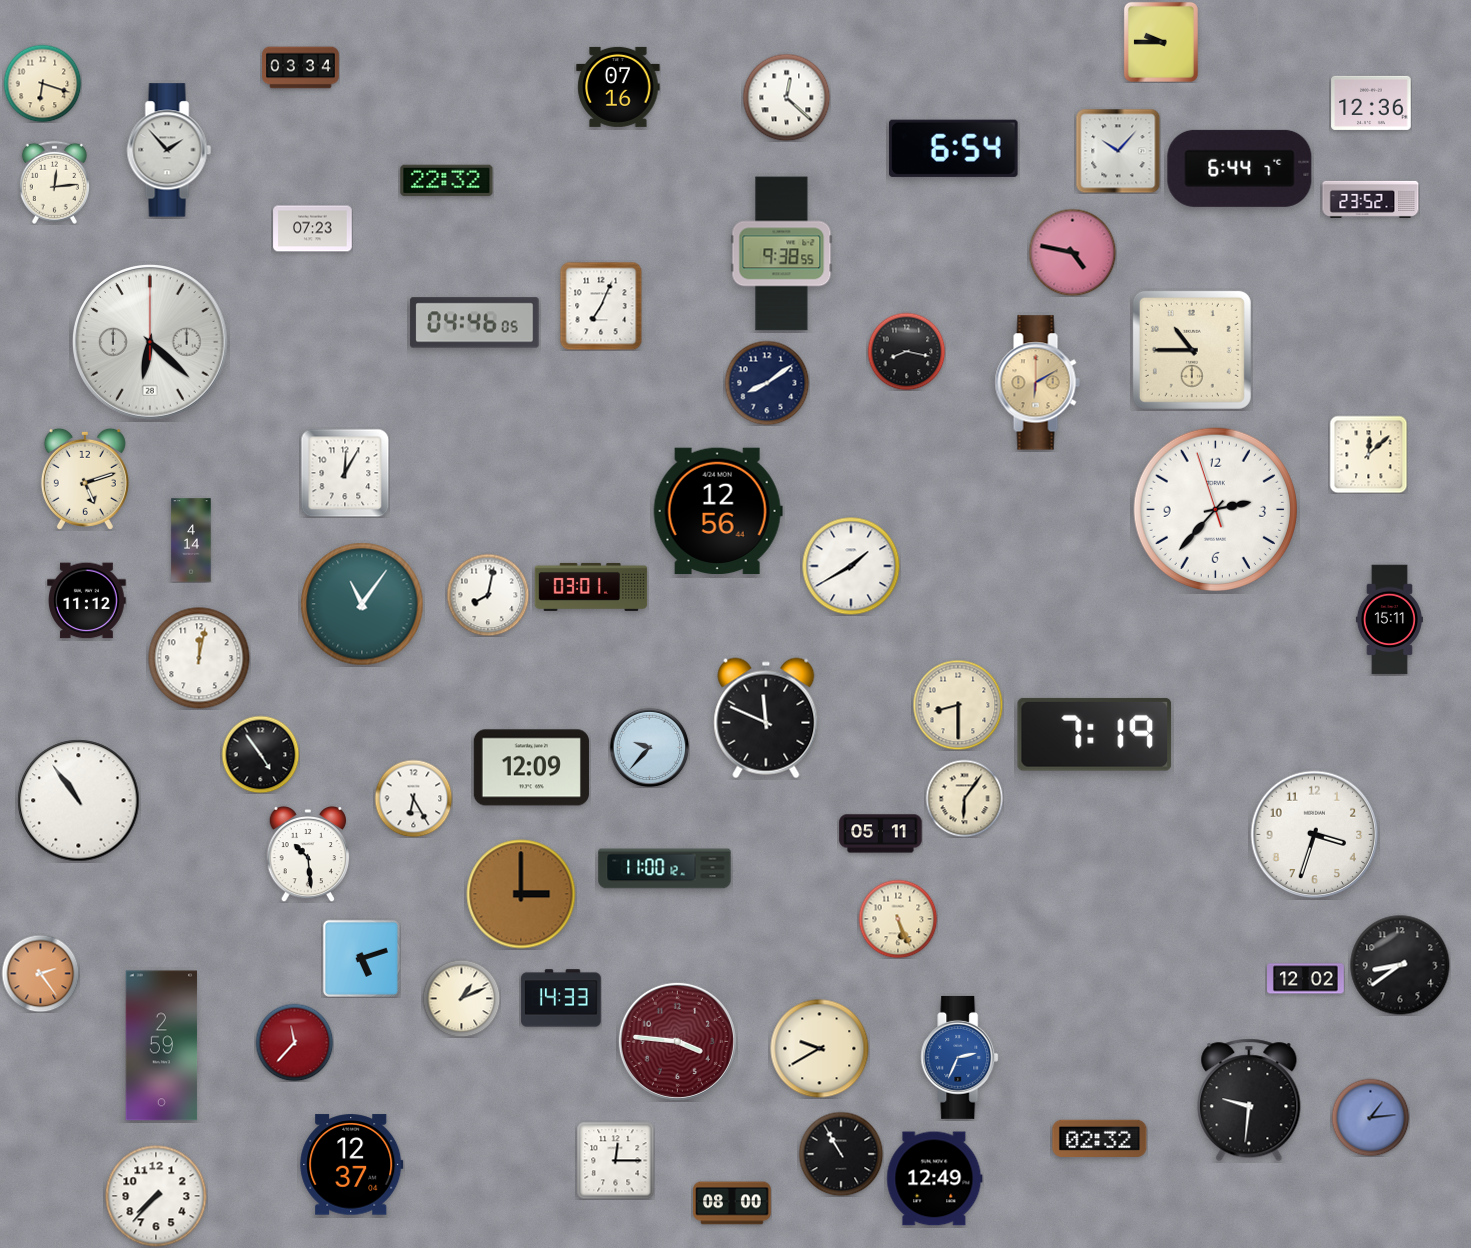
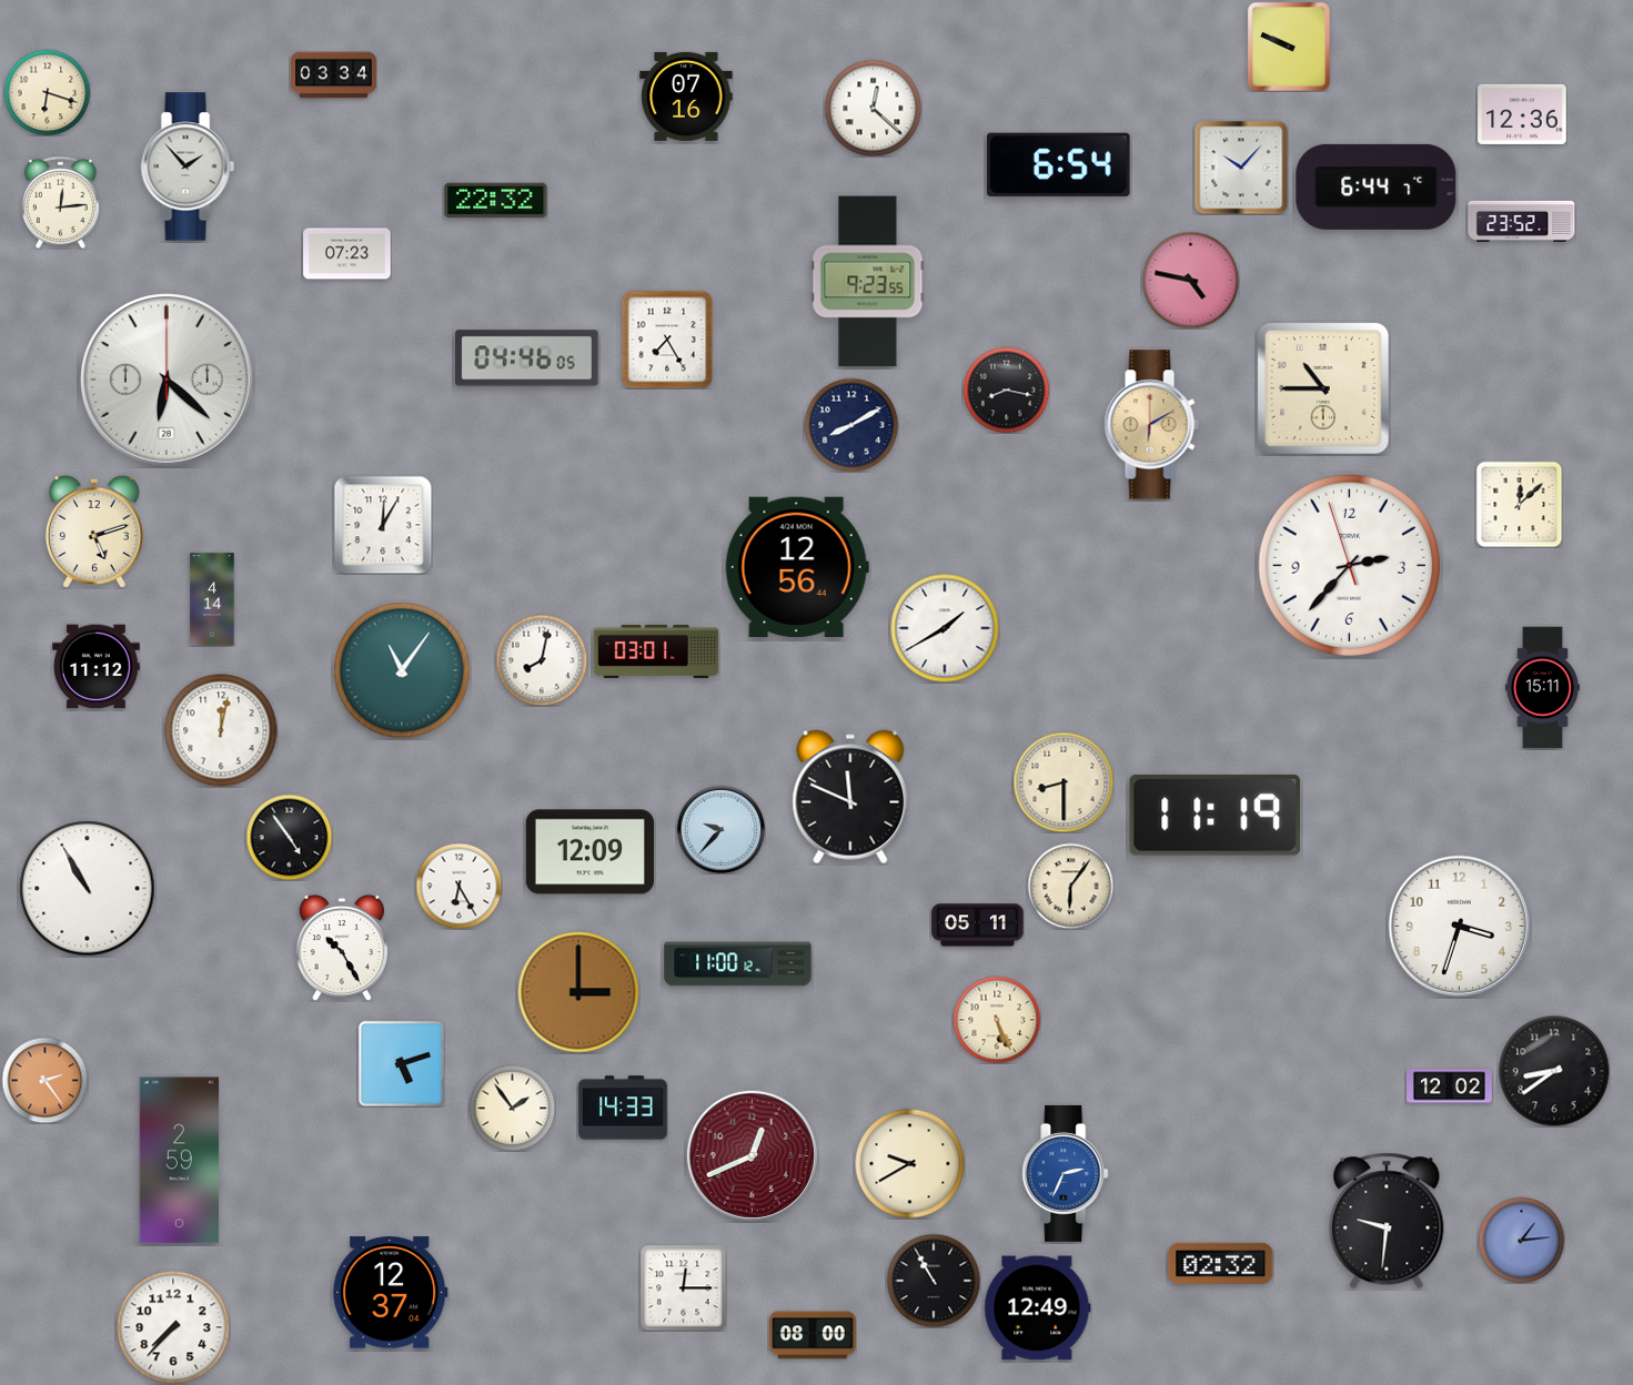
clock at (1161, 42): 9:45 -> 9:49
clock at (782, 254): 9:38 -> 9:23
clock at (601, 306): 7:04 -> 7:25
clock at (767, 383): 8:09 -> 8:10
clock at (1095, 734): 7:19 -> 11:19
clock at (79, 801): 10:54 -> 10:55
clock at (308, 854): 10:29 -> 10:25
clock at (461, 998): 1:11 -> 1:54
clock at (677, 1041): 3:46 -> 12:41
clock at (294, 1042): 11:37 -> none
